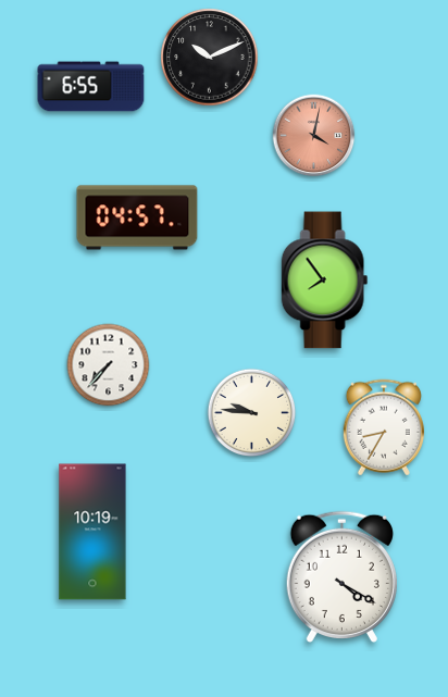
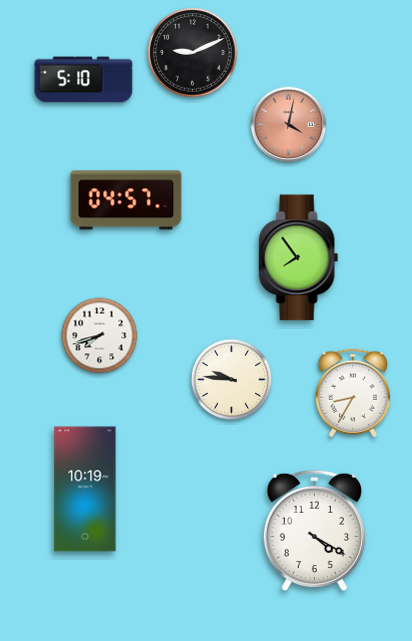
clock at (210, 58): 10:11 -> 9:11
clock at (91, 87): 6:55 -> 5:10
clock at (109, 365): 7:37 -> 7:42
